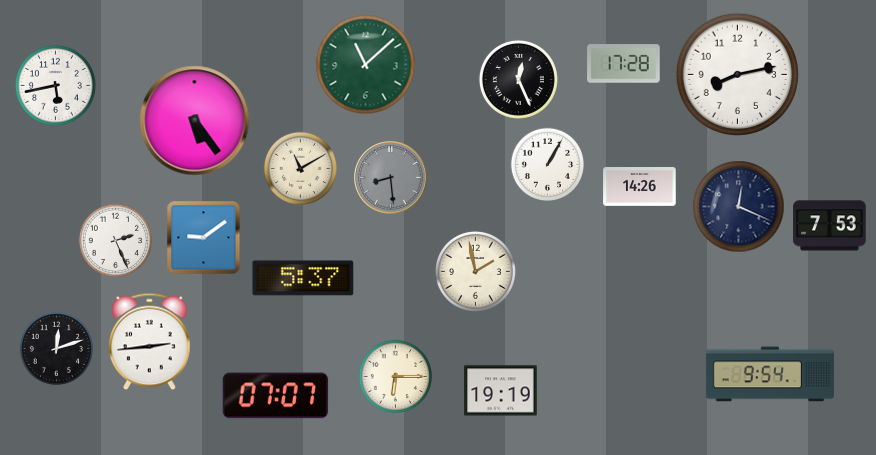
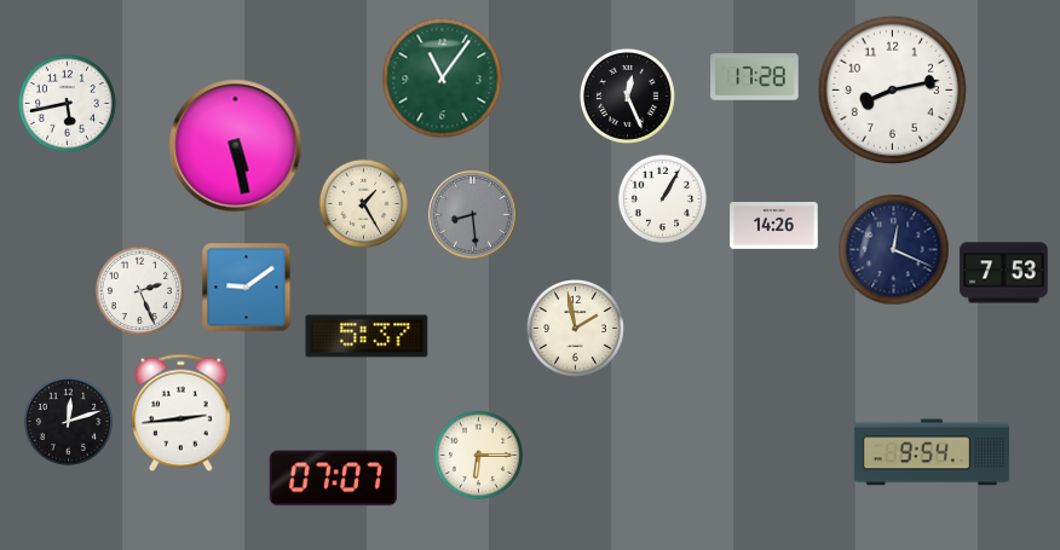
clock at (366, 65): 11:08 -> 11:06
clock at (195, 121): 5:24 -> 5:28
clock at (300, 168): 11:10 -> 1:25
clock at (501, 391): 19:19 -> none
